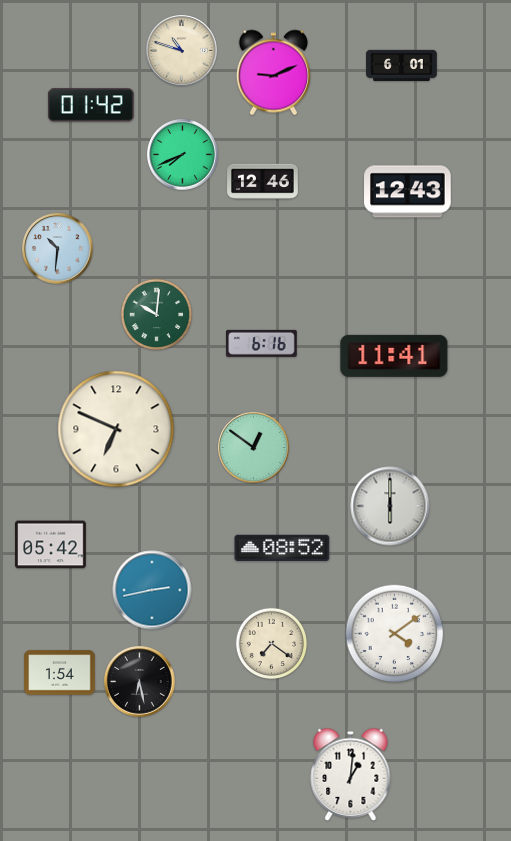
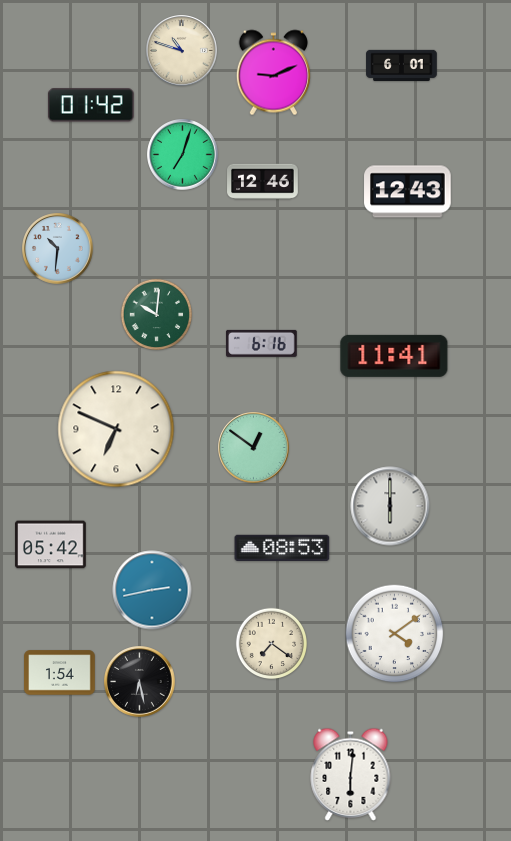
clock at (183, 155): 7:41 -> 7:03
clock at (282, 547): 08:52 -> 08:53
clock at (351, 774): 1:01 -> 6:01
